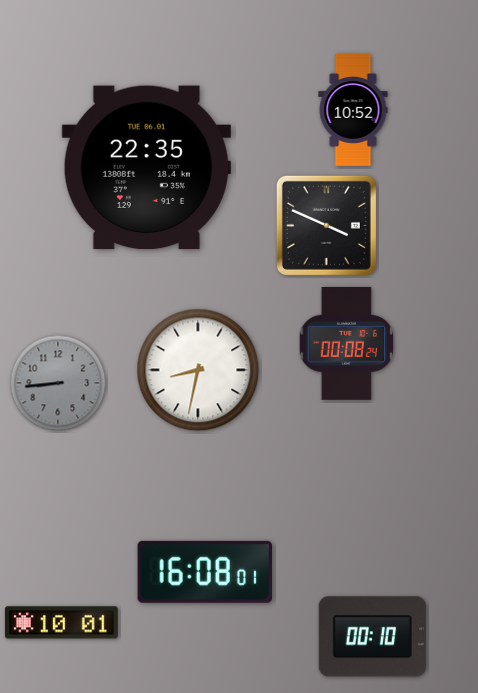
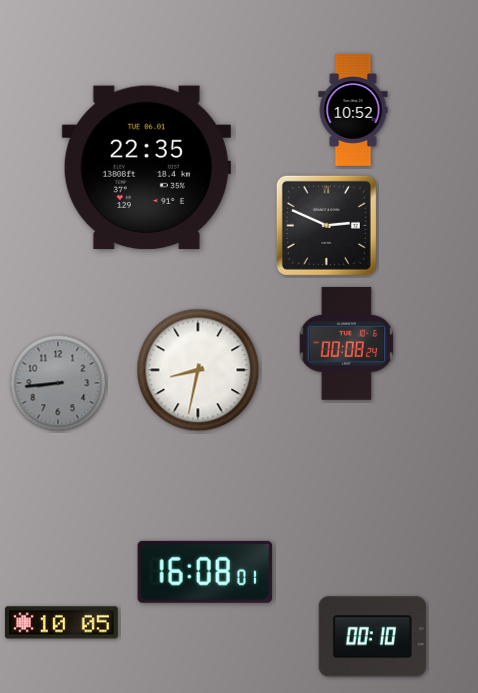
clock at (326, 225): 3:49 -> 2:49
clock at (61, 623): 10:01 -> 10:05
